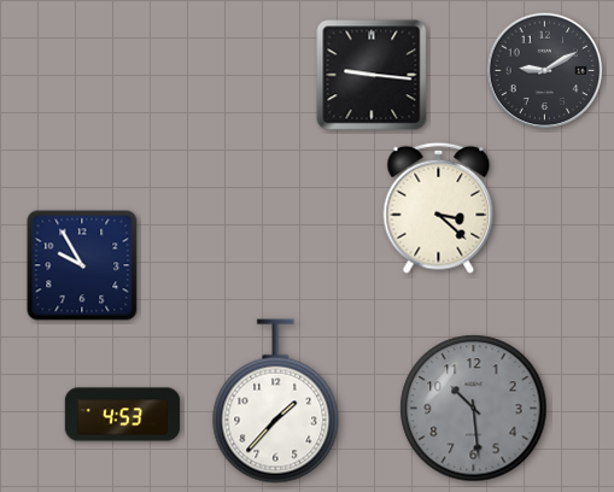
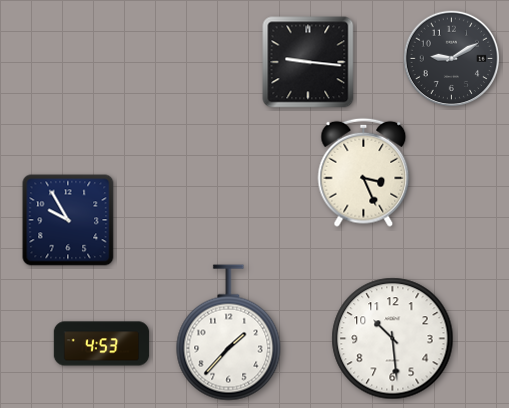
clock at (439, 207): 3:22 -> 3:26
clock at (474, 409) dial: grey -> white
